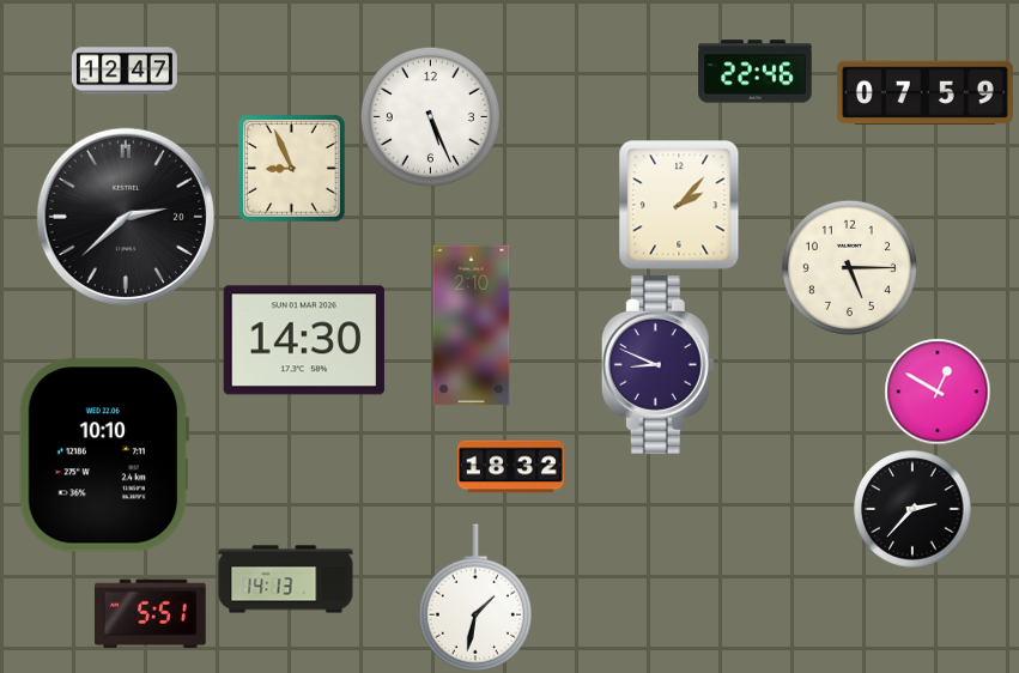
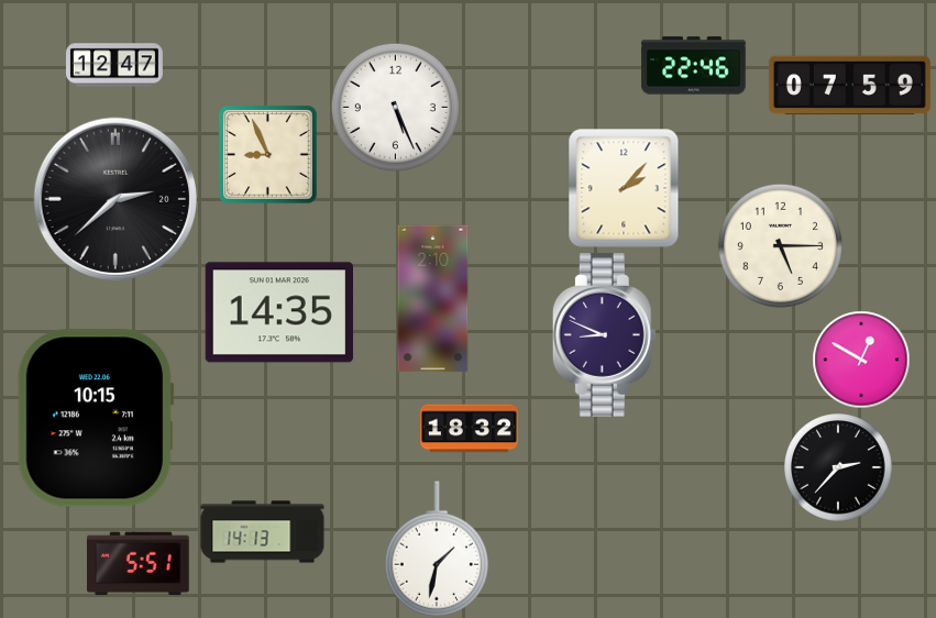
clock at (304, 340): 14:30 -> 14:35
clock at (104, 455): 10:10 -> 10:15
